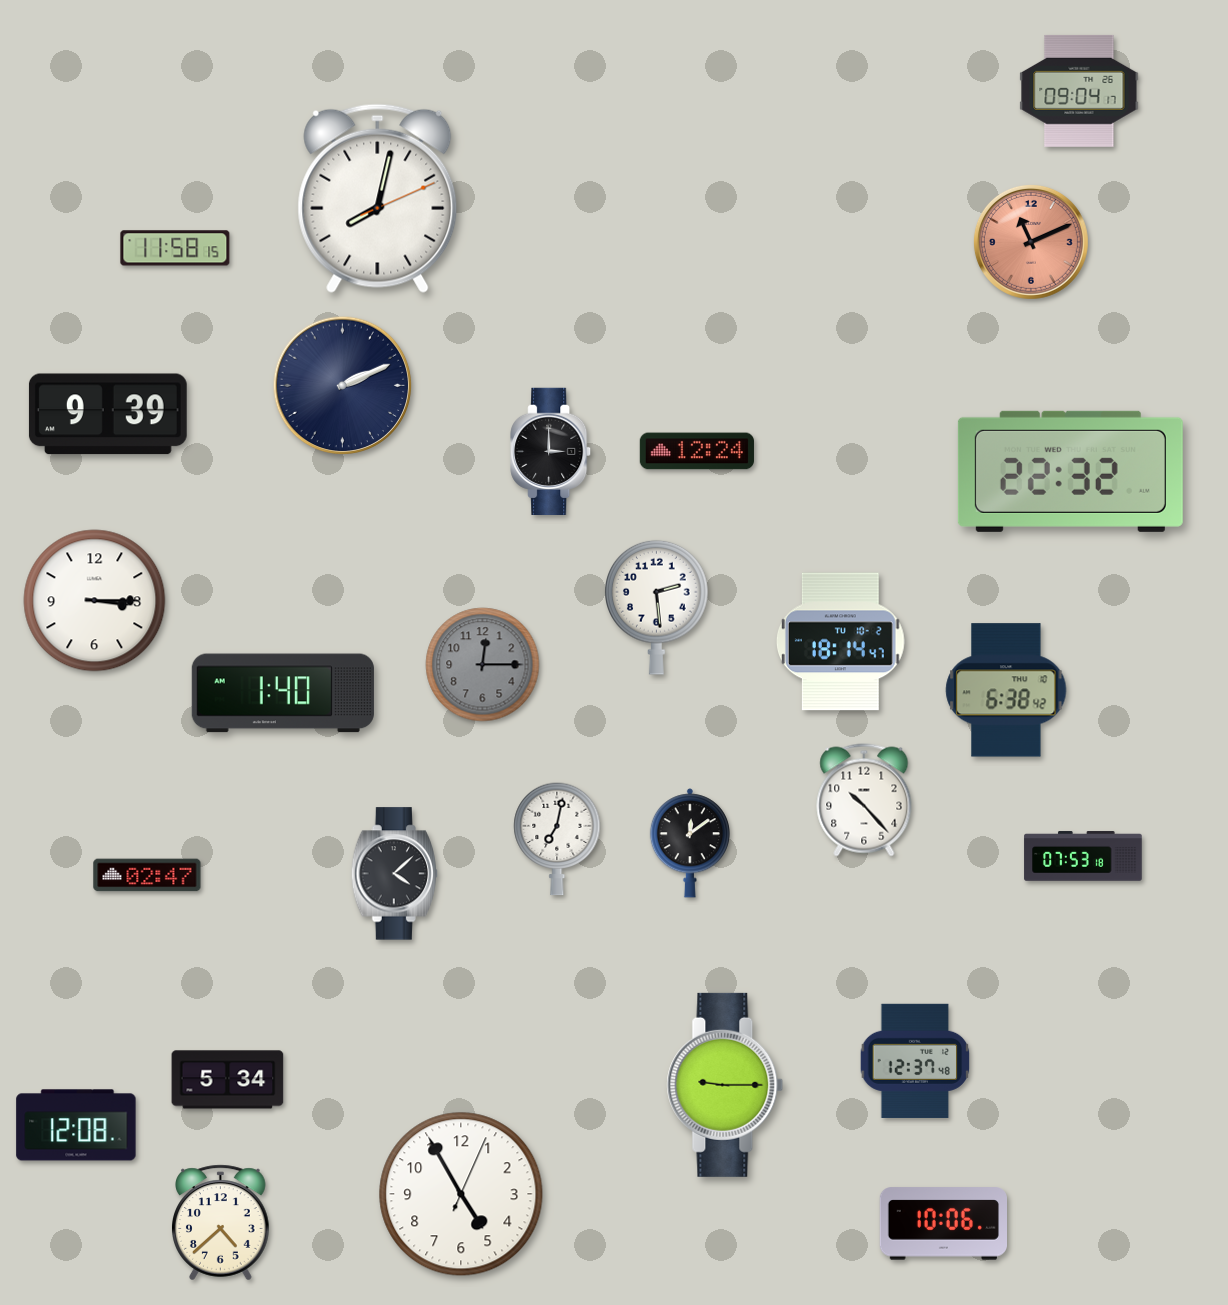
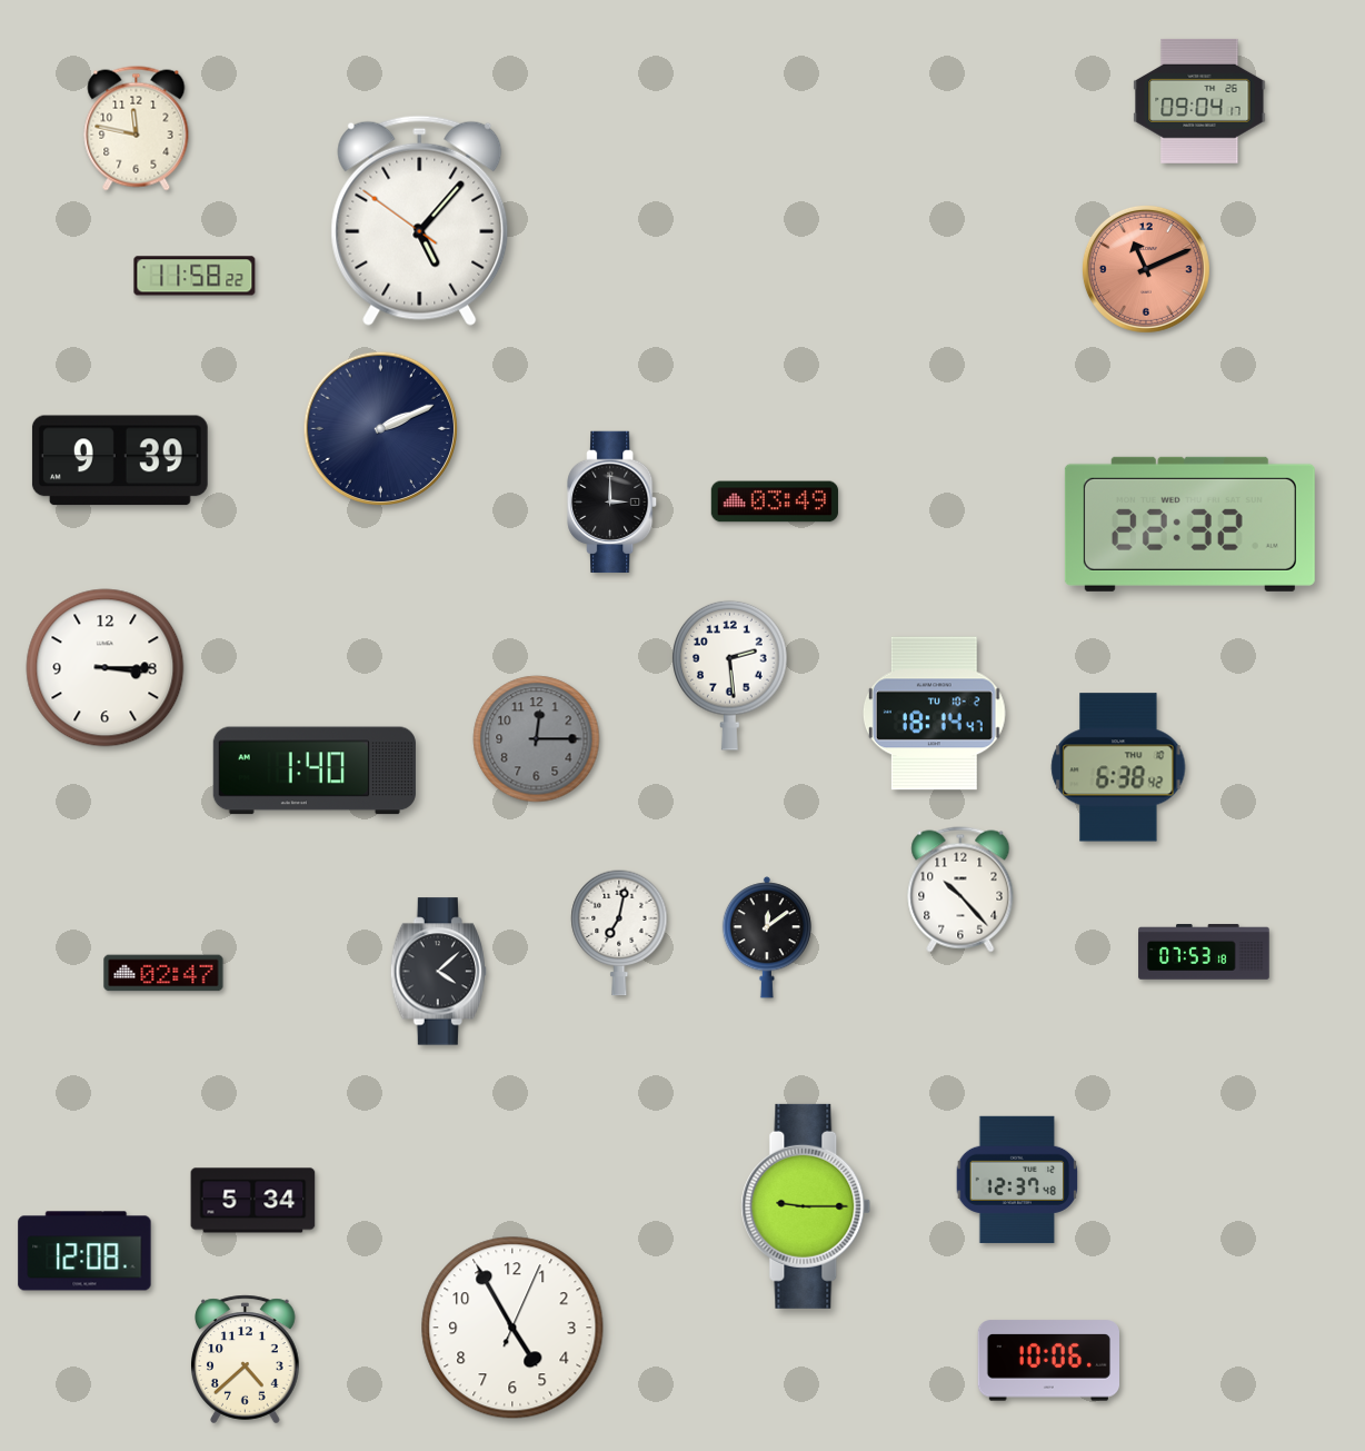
clock at (137, 129): none -> 11:47
clock at (378, 198): 8:02 -> 5:06
clock at (175, 248): 11:58:15 -> 11:58:22
clock at (697, 451): 12:24 -> 03:49
